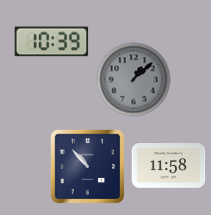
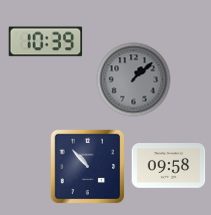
clock at (52, 42) position: (52, 42) -> (46, 42)
clock at (169, 166): 11:58 -> 09:58
